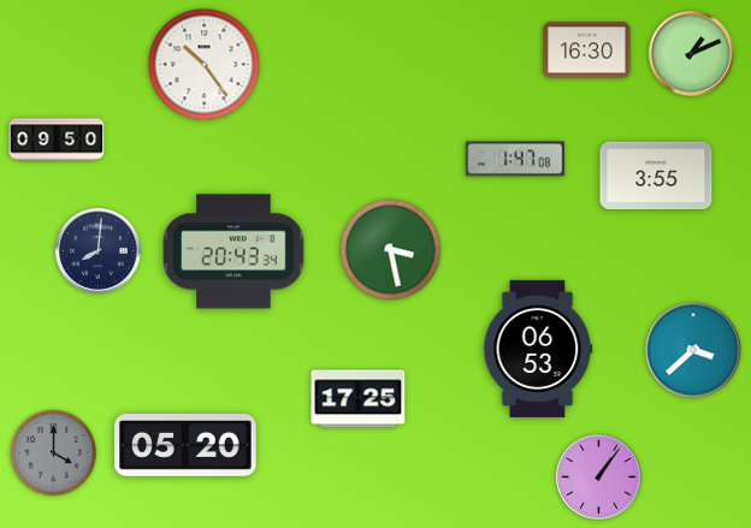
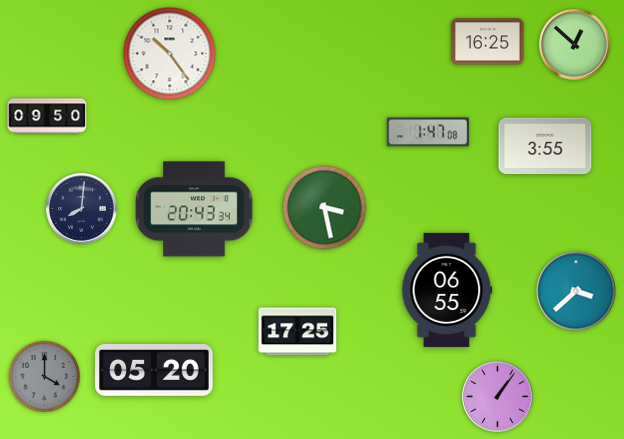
clock at (587, 51): 16:30 -> 16:25
clock at (692, 54): 1:11 -> 12:52
clock at (538, 349): 06:53 -> 06:55
